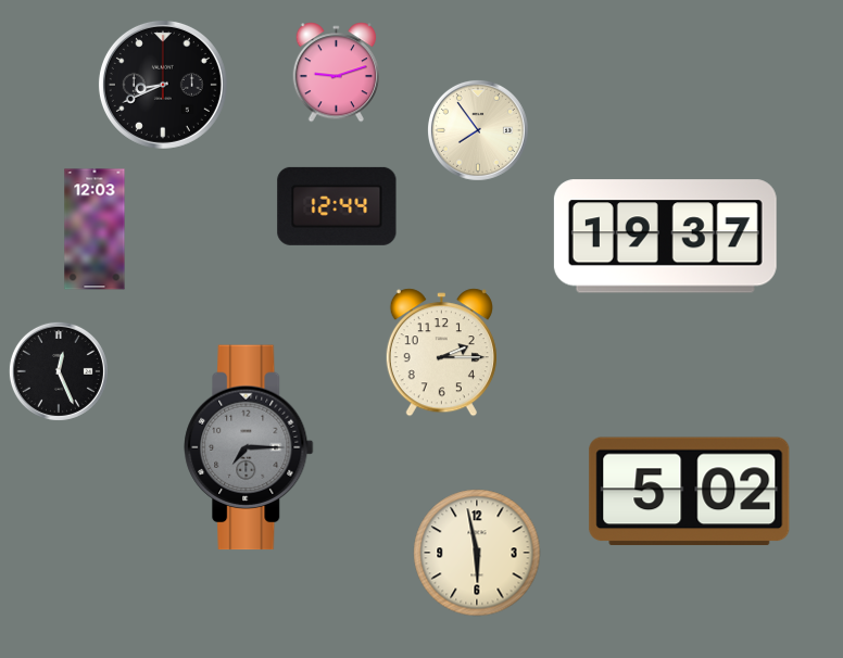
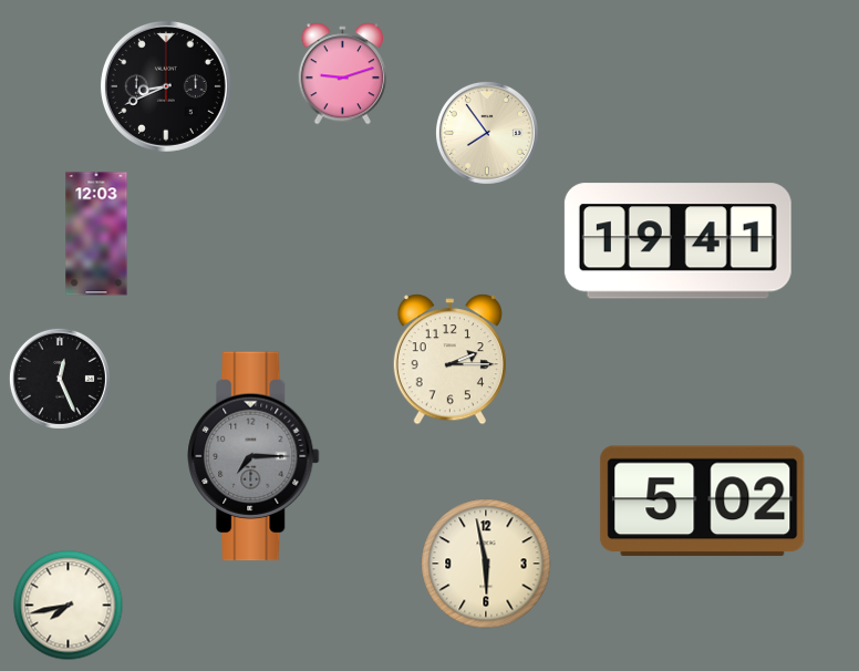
clock at (337, 206): 12:44 -> none
clock at (665, 237): 19:37 -> 19:41
clock at (69, 606): none -> 7:43
